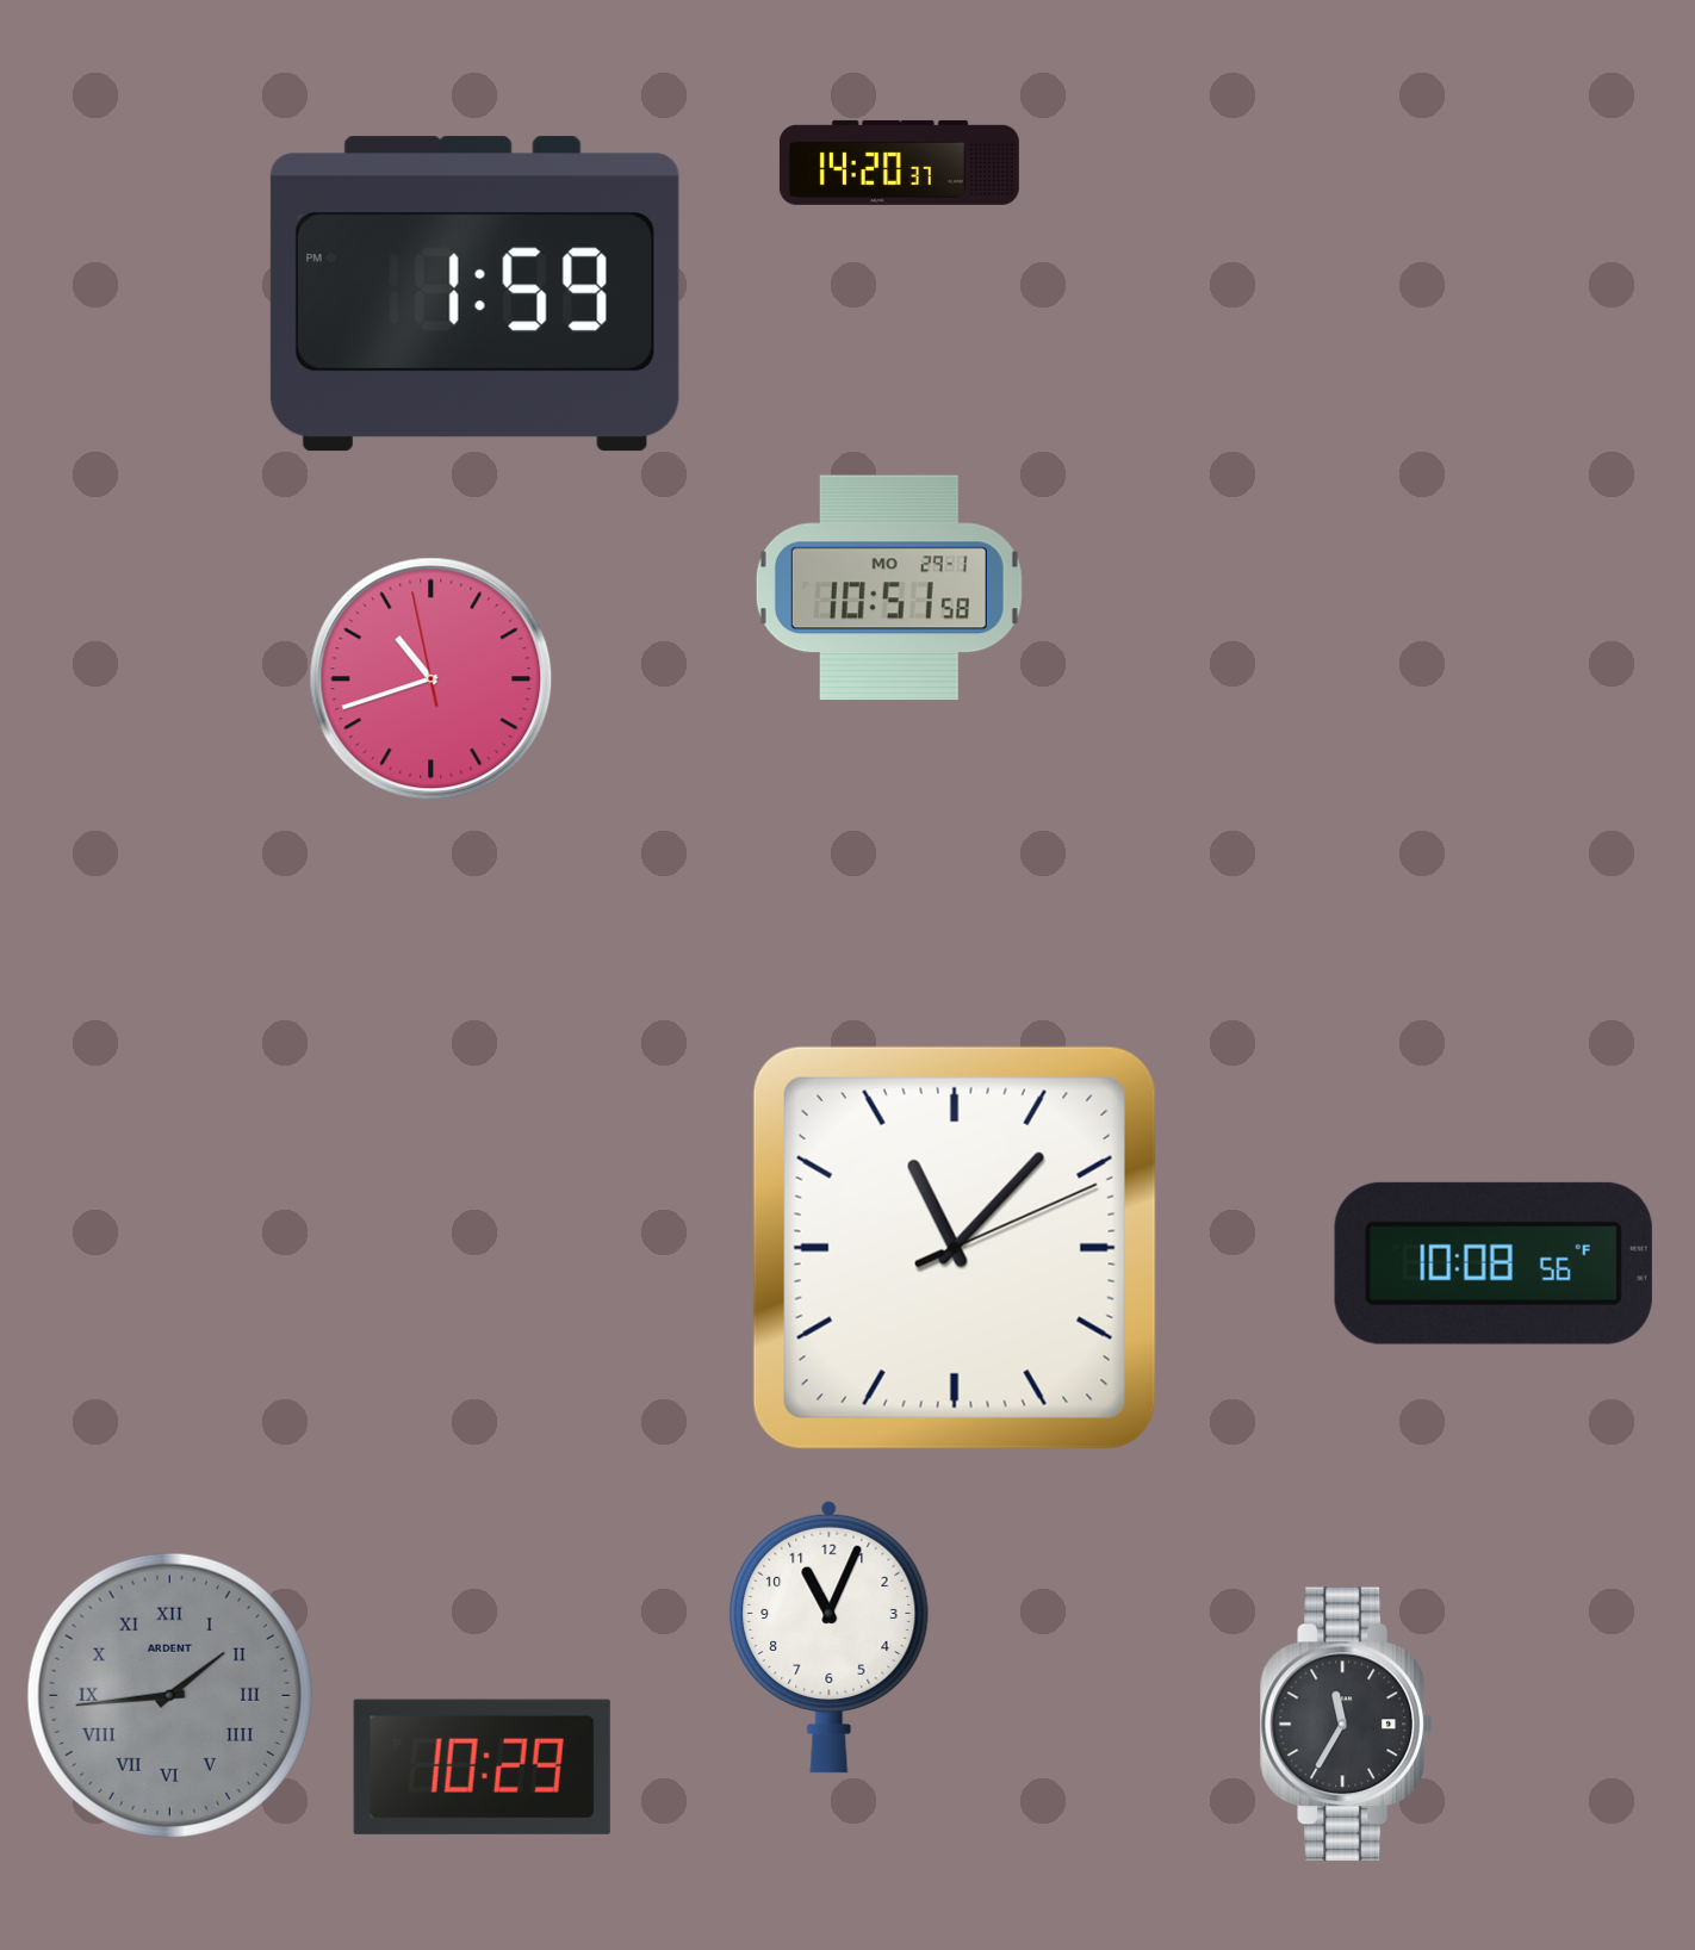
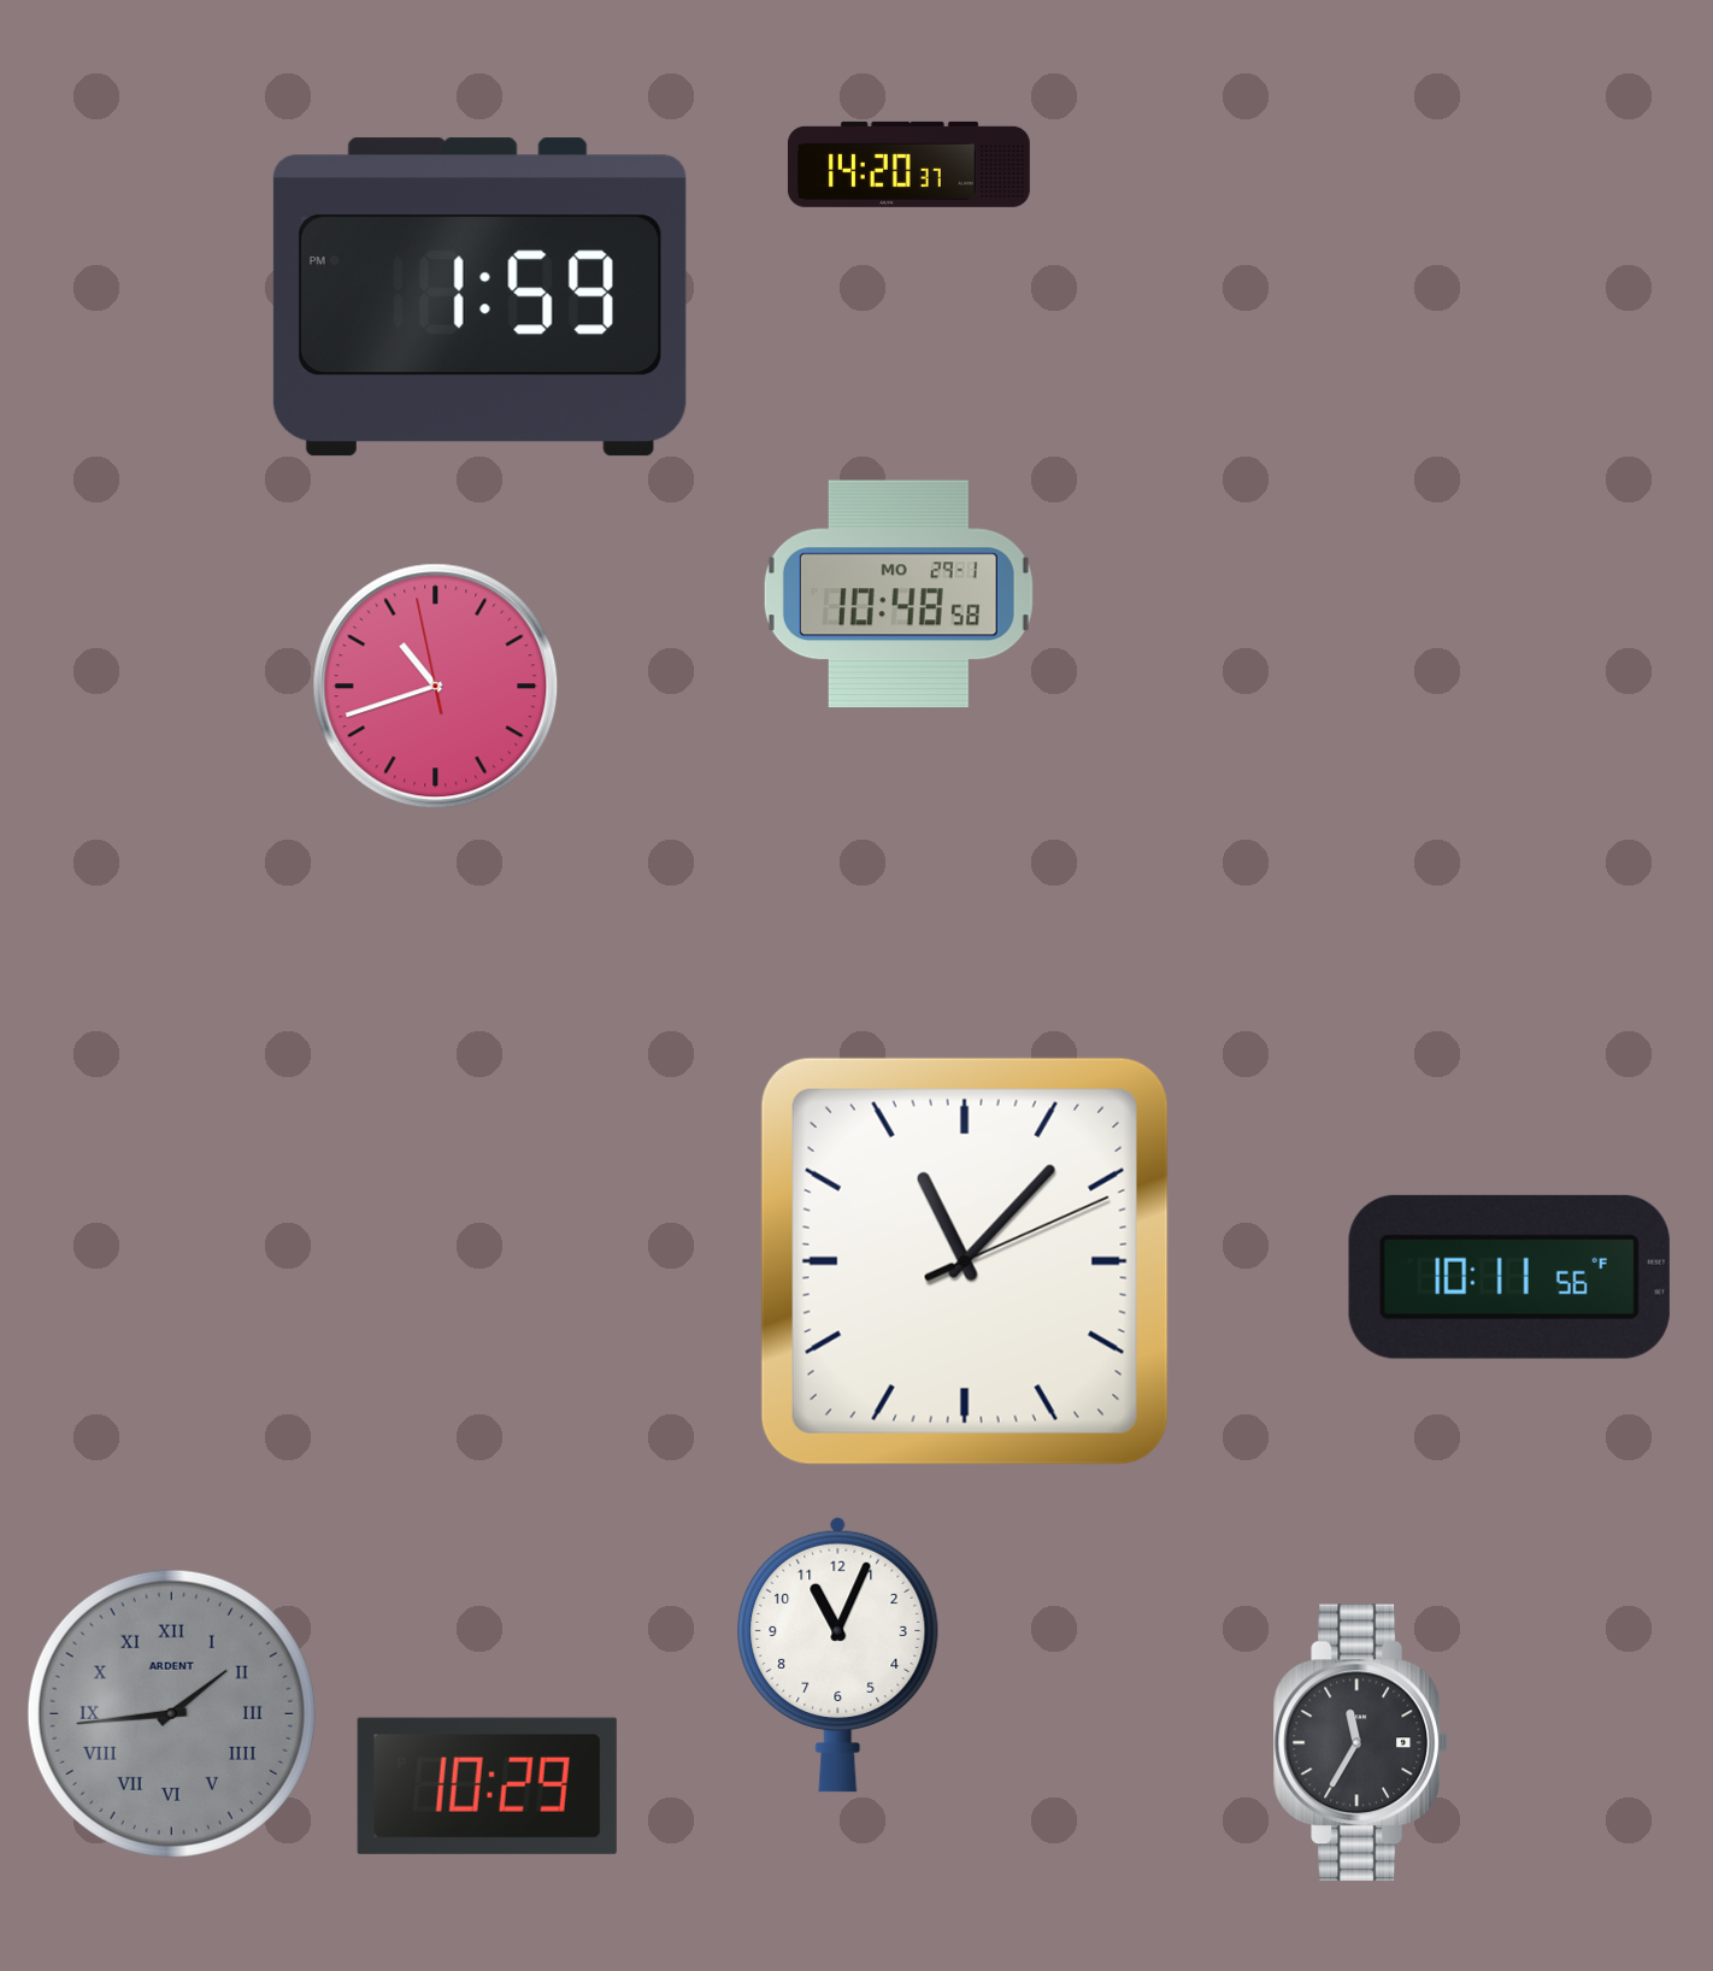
clock at (889, 588): 10:51 -> 10:48
clock at (1494, 1263): 10:08 -> 10:11
